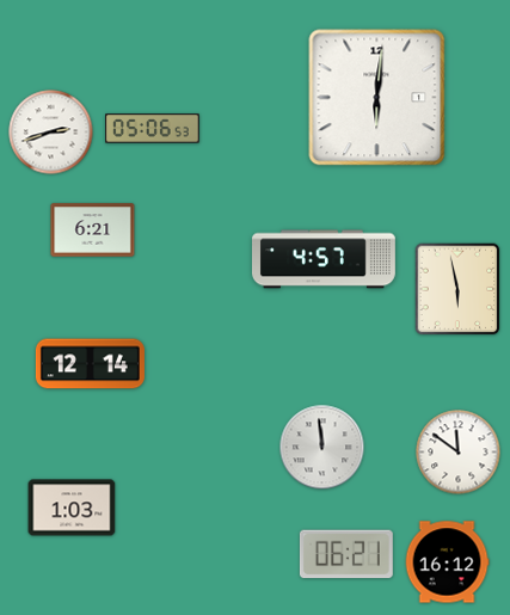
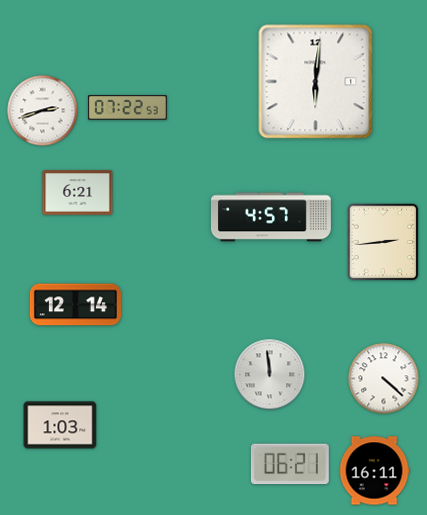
clock at (153, 129): 05:06 -> 07:22
clock at (457, 289): 5:58 -> 2:44
clock at (459, 453): 11:51 -> 4:22
clock at (447, 562): 16:12 -> 16:11
